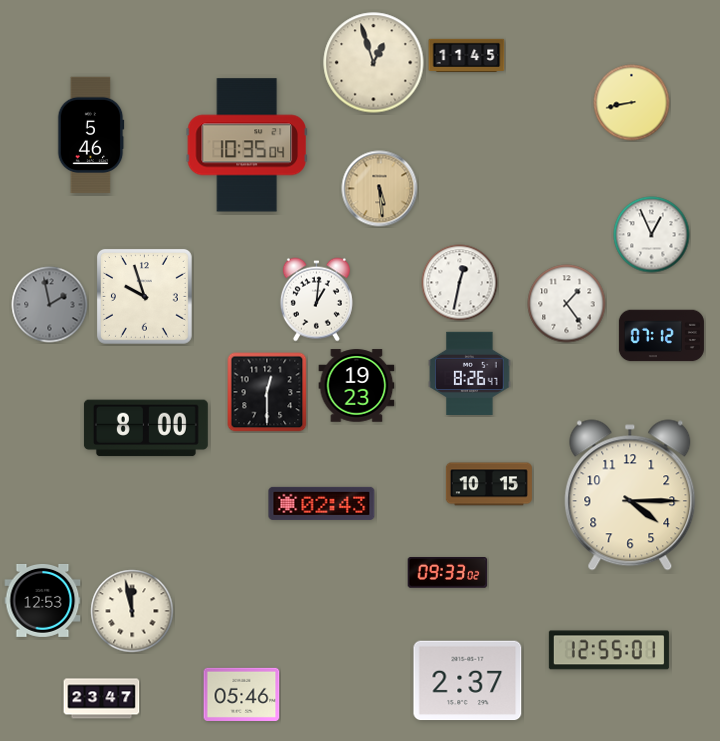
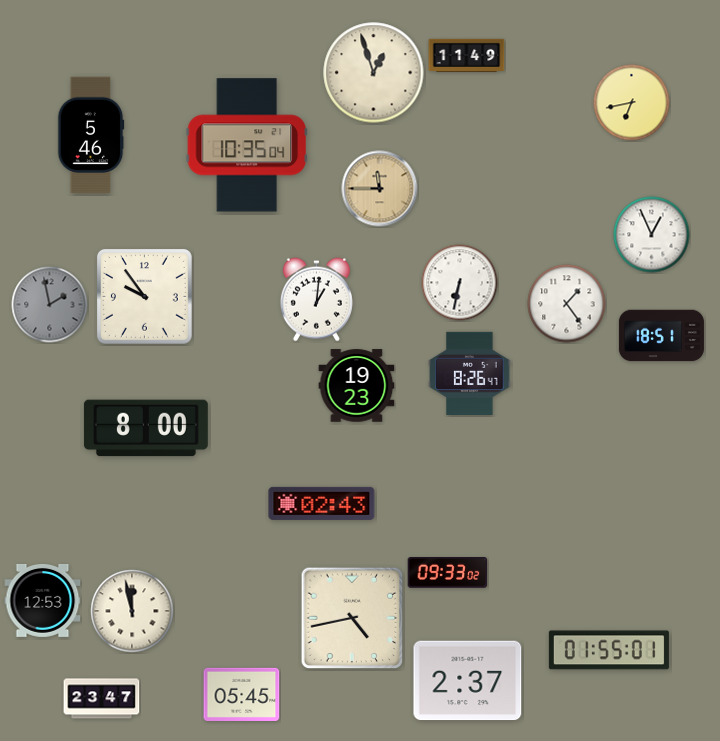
clock at (467, 55): 11:45 -> 11:49
clock at (374, 63) position: (374, 63) -> (374, 73)
clock at (632, 103): 8:43 -> 6:43
clock at (380, 189): 5:29 -> 11:45
clock at (460, 283): 12:32 -> 6:32
clock at (145, 297): 9:57 -> 9:54
clock at (661, 336): 07:12 -> 18:51
clock at (267, 392): 12:30 -> none
clock at (489, 484): 10:15 -> none
clock at (630, 495): 4:15 -> none
clock at (352, 618): none -> 4:43
clock at (609, 650): 12:55 -> 01:55
clock at (242, 694): 05:46 -> 05:45
